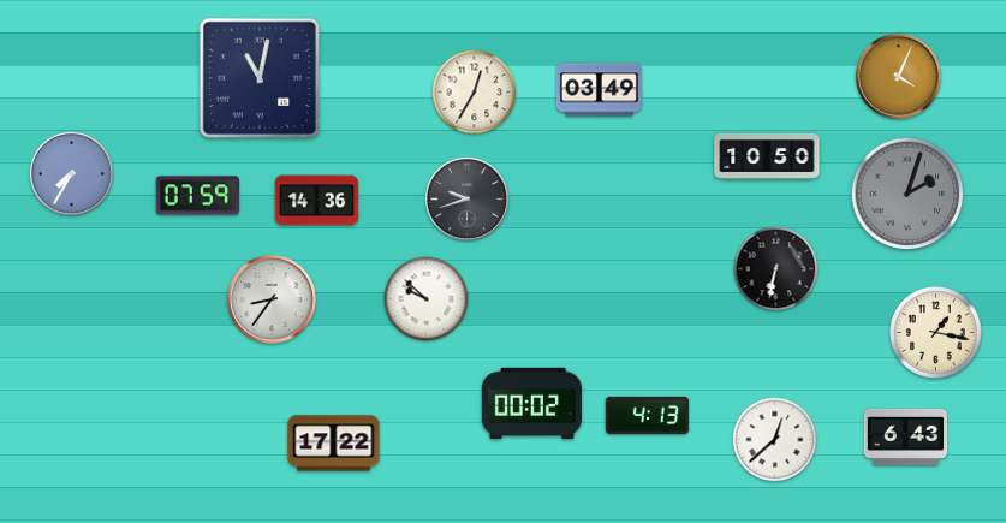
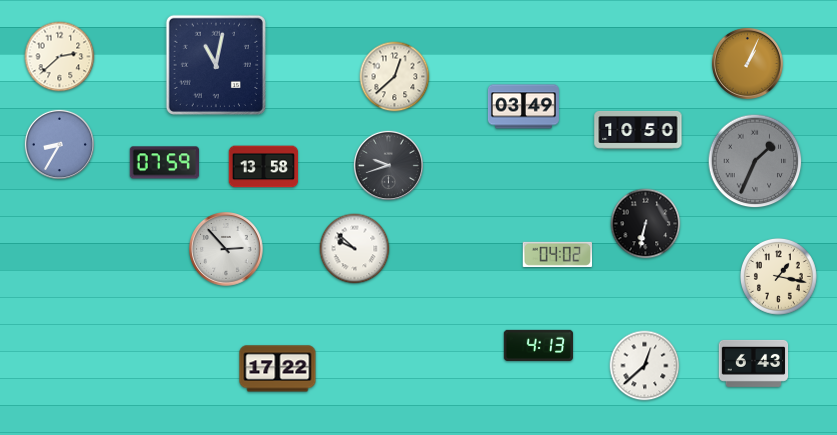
clock at (60, 57): none -> 2:38
clock at (898, 76): 4:04 -> 1:04
clock at (599, 90) position: (599, 90) -> (523, 107)
clock at (475, 93): 12:35 -> 12:38
clock at (71, 173): 7:35 -> 8:35
clock at (907, 194): 2:03 -> 1:34
clock at (317, 201): 14:36 -> 13:58
clock at (272, 299): 8:36 -> 2:53
clock at (557, 254): none -> 04:02
clock at (531, 403): 00:02 -> none
